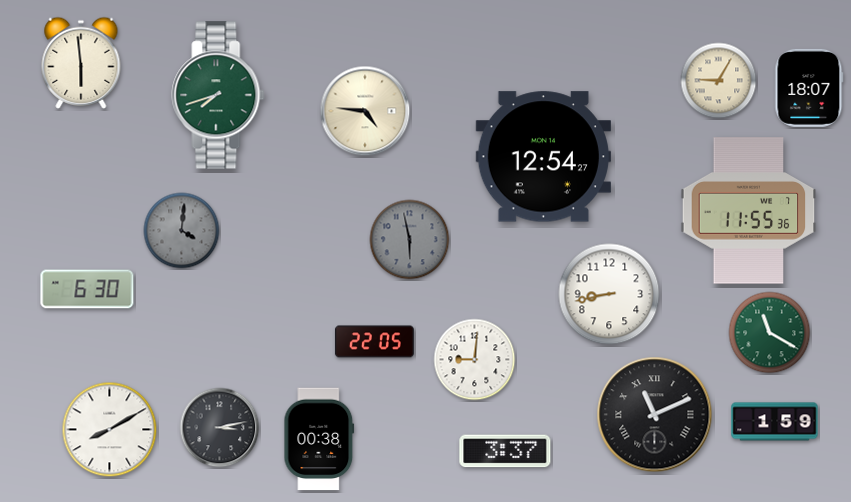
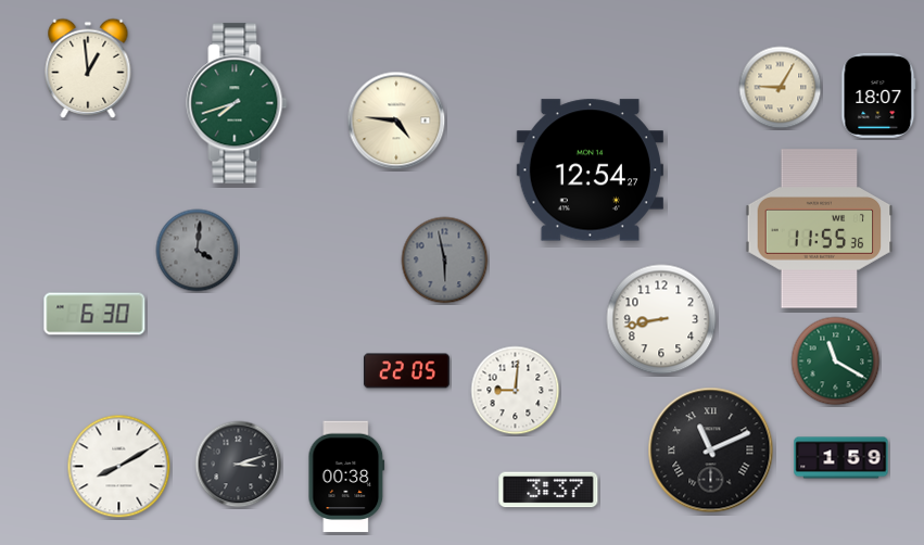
clock at (81, 63): 5:59 -> 12:59
clock at (749, 211) position: (749, 211) -> (820, 229)
clock at (220, 428): 3:13 -> 3:12
